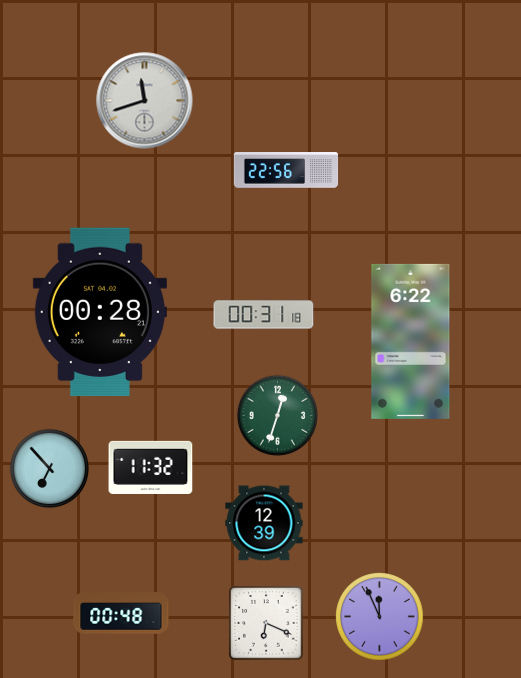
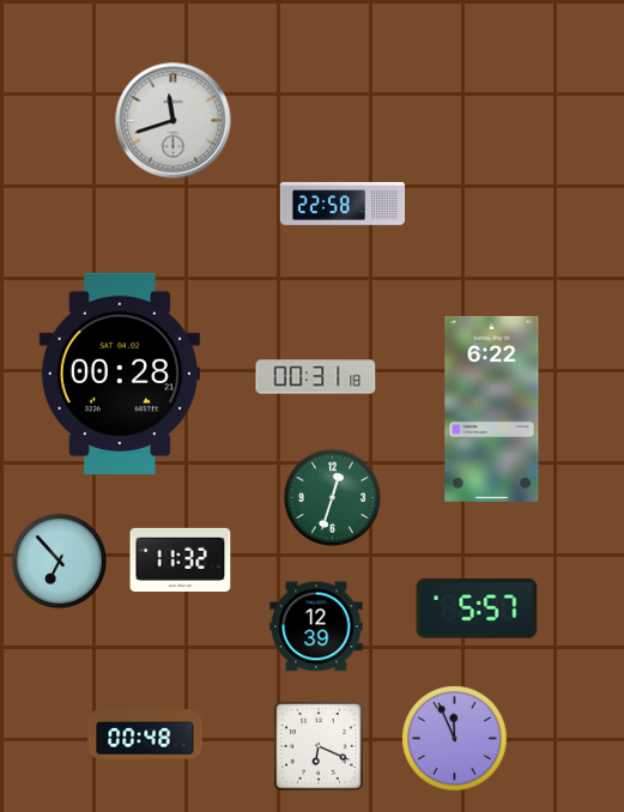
clock at (286, 170): 22:56 -> 22:58
clock at (477, 610): none -> 5:57
